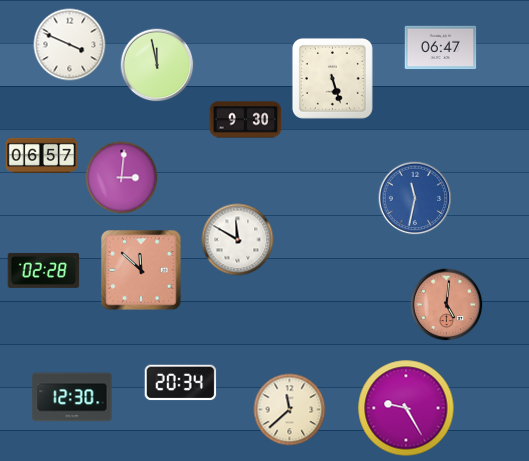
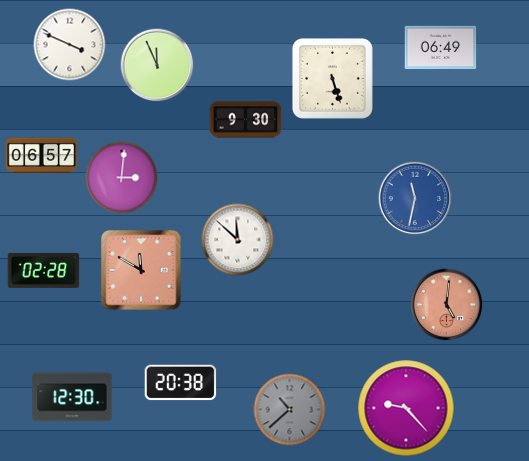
clock at (441, 48): 06:47 -> 06:49
clock at (157, 65): 11:58 -> 11:56
clock at (238, 240): 11:50 -> 11:52
clock at (141, 270): 11:52 -> 11:50
clock at (181, 383): 20:34 -> 20:38
clock at (406, 408): 9:25 -> 9:23
clock at (290, 410): 11:38 -> 10:38
clock at (290, 410) dial: cream -> grey
